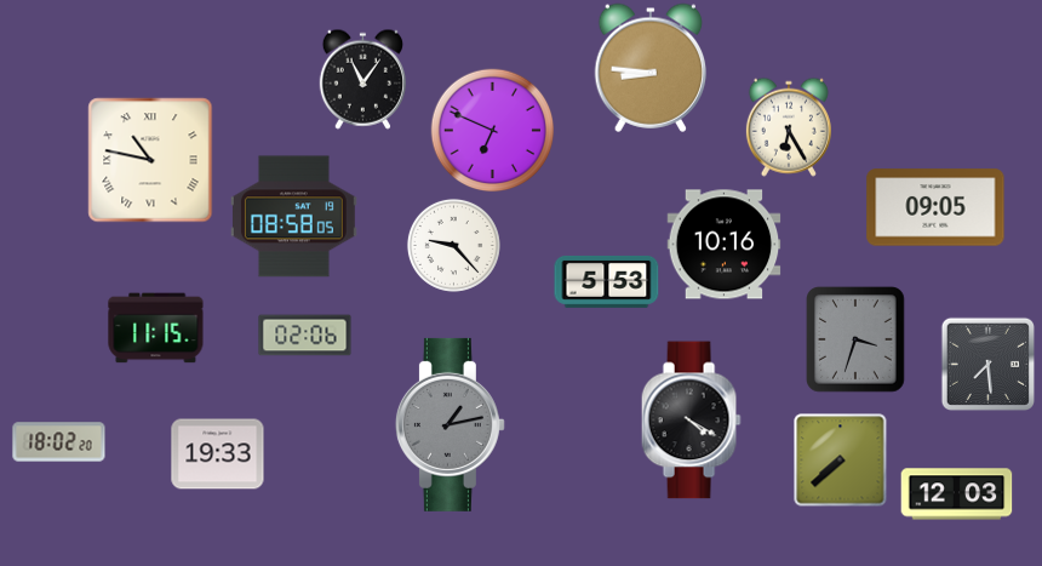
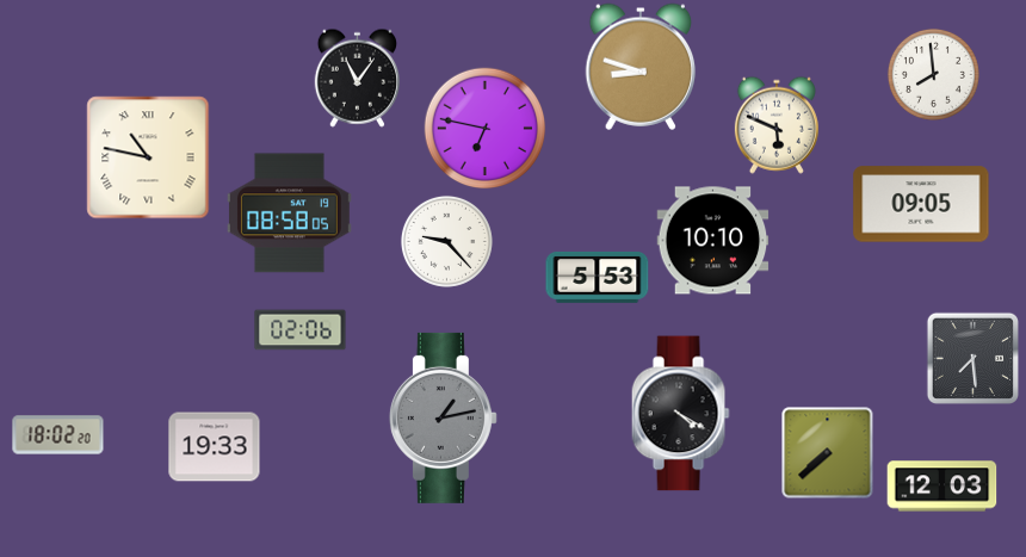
clock at (651, 68): 8:46 -> 8:48
clock at (933, 74): none -> 7:59
clock at (789, 127): 6:25 -> 5:49
clock at (493, 131): 6:49 -> 6:47
clock at (725, 245): 10:16 -> 10:10
clock at (156, 328): 11:15 -> none
clock at (857, 339): 3:33 -> none
